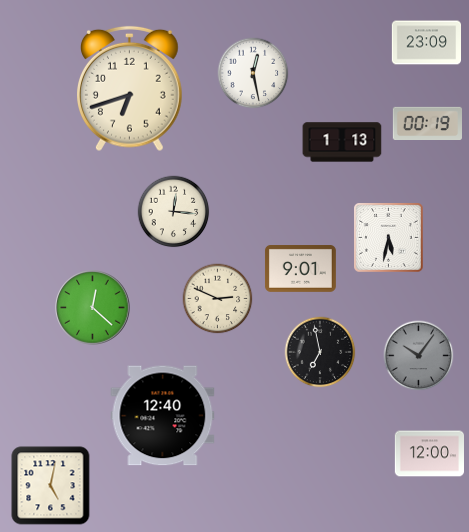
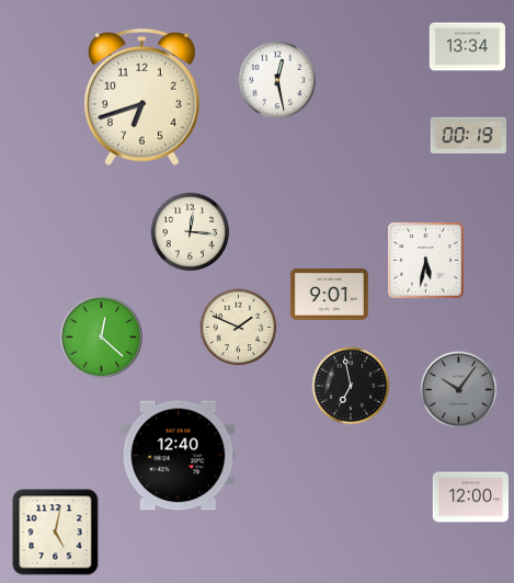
clock at (426, 43): 23:09 -> 13:34
clock at (342, 142): 1:13 -> none
clock at (218, 299): 2:49 -> 1:49
